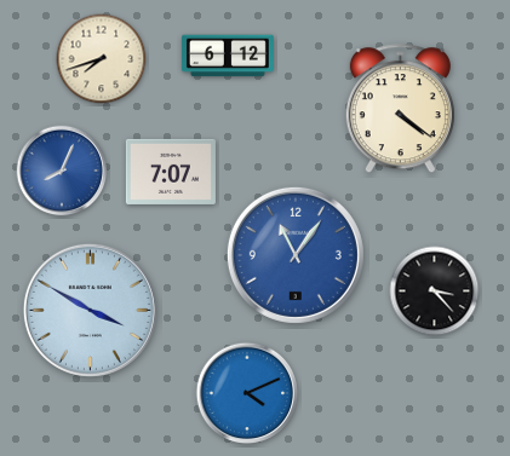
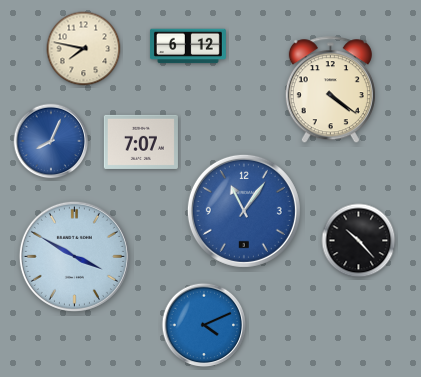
clock at (102, 59): 7:42 -> 7:47
clock at (435, 292): 3:23 -> 10:23
